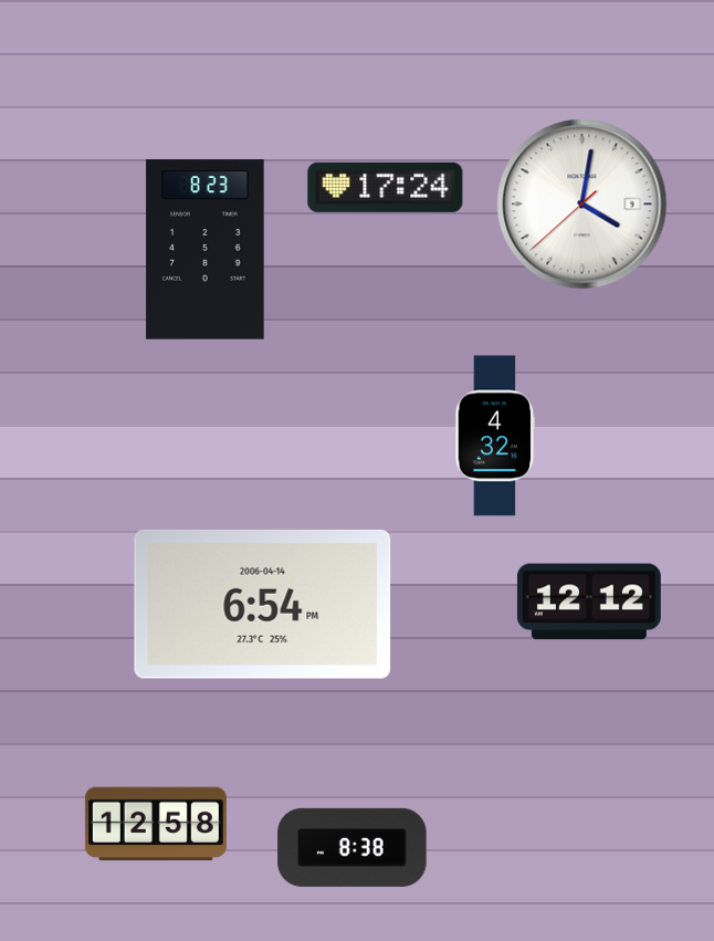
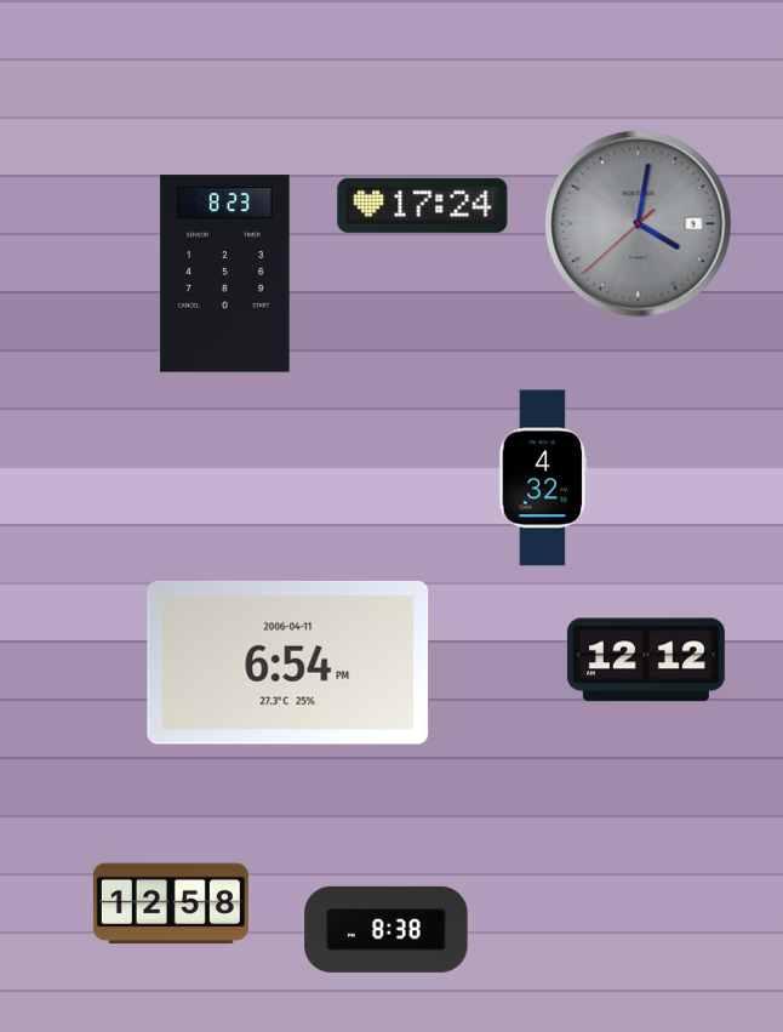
clock at (582, 205) dial: white -> grey
clock at (263, 605) date: 2006-04-14 -> 2006-04-11
